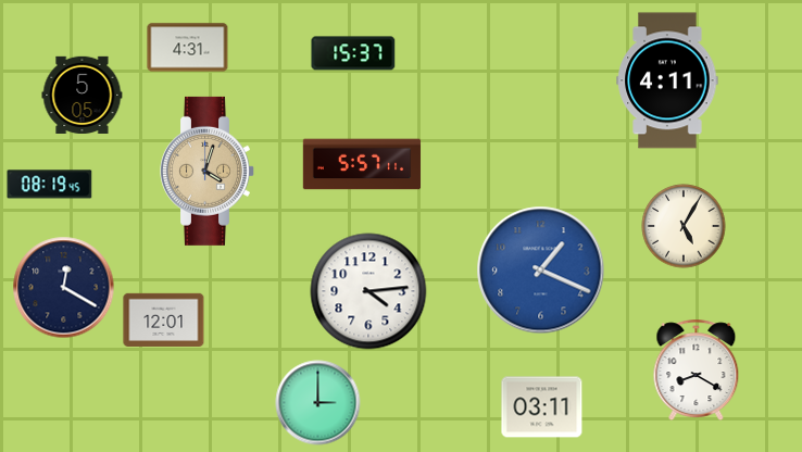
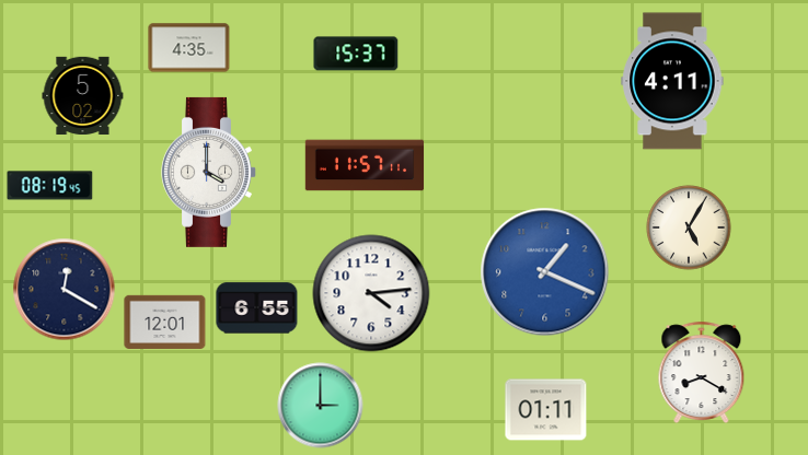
clock at (188, 48): 4:31 -> 4:35
clock at (83, 95): 5:05 -> 5:02
clock at (362, 164): 5:57 -> 11:57
clock at (208, 171): 4:03 -> 4:00
clock at (208, 171) dial: champagne -> white
clock at (257, 308): none -> 6:55
clock at (542, 407): 03:11 -> 01:11
